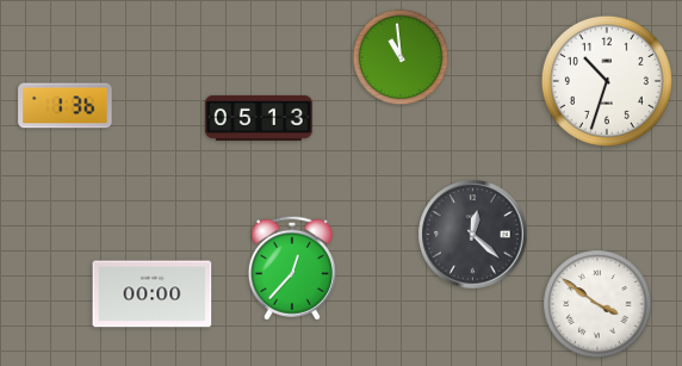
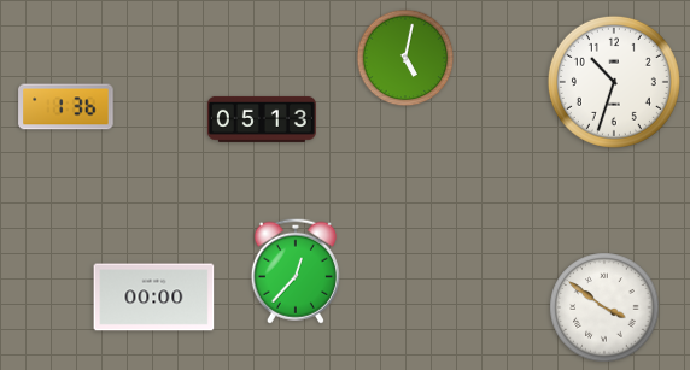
clock at (401, 57): 10:59 -> 5:02
clock at (473, 235): 12:22 -> none
